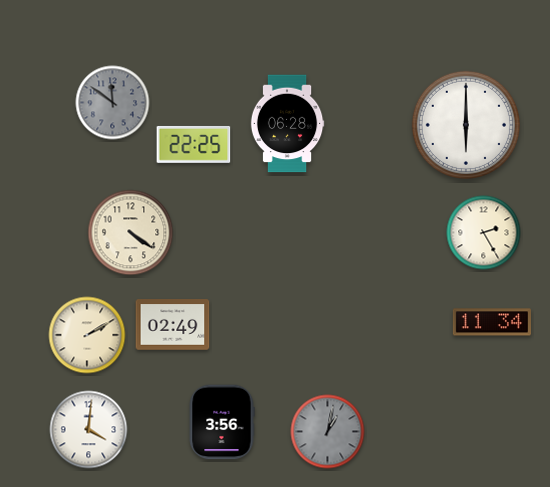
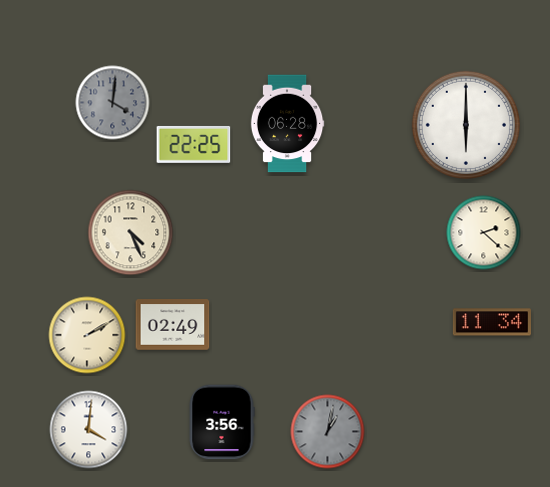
clock at (113, 103): 11:51 -> 4:01
clock at (131, 233): 4:21 -> 4:26
clock at (484, 233): 2:25 -> 2:22
